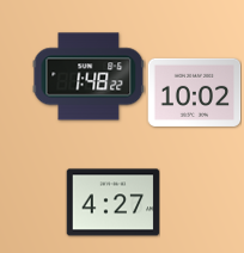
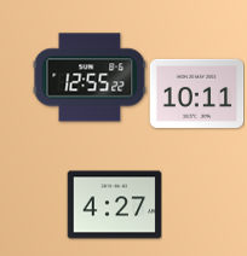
clock at (89, 76): 1:48 -> 12:55
clock at (194, 92): 10:02 -> 10:11
